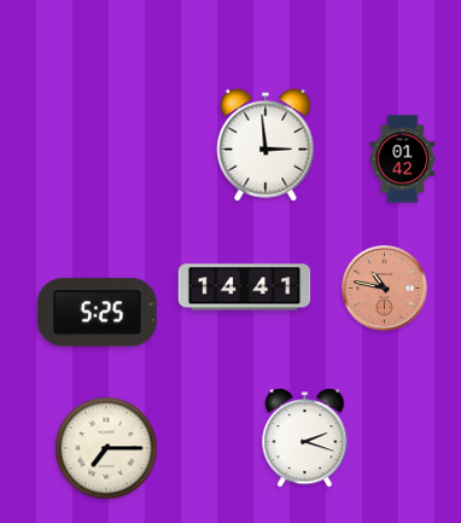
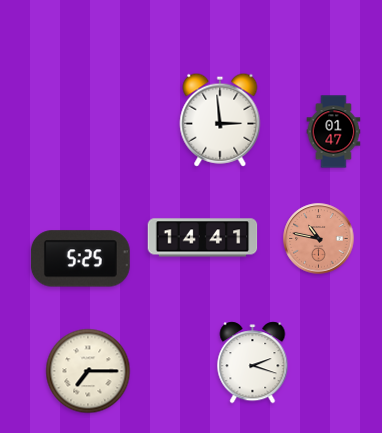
clock at (403, 159): 01:42 -> 01:47
